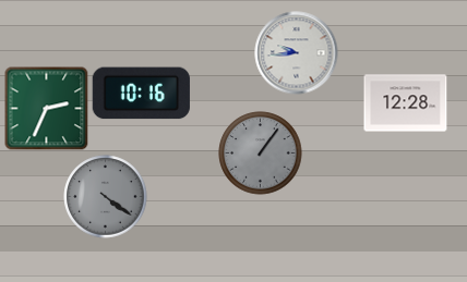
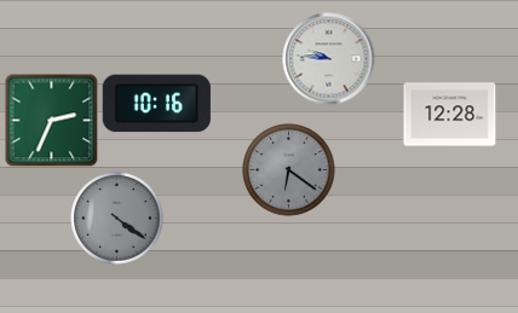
clock at (297, 53): 9:44 -> 9:46
clock at (261, 154): 1:06 -> 6:21
